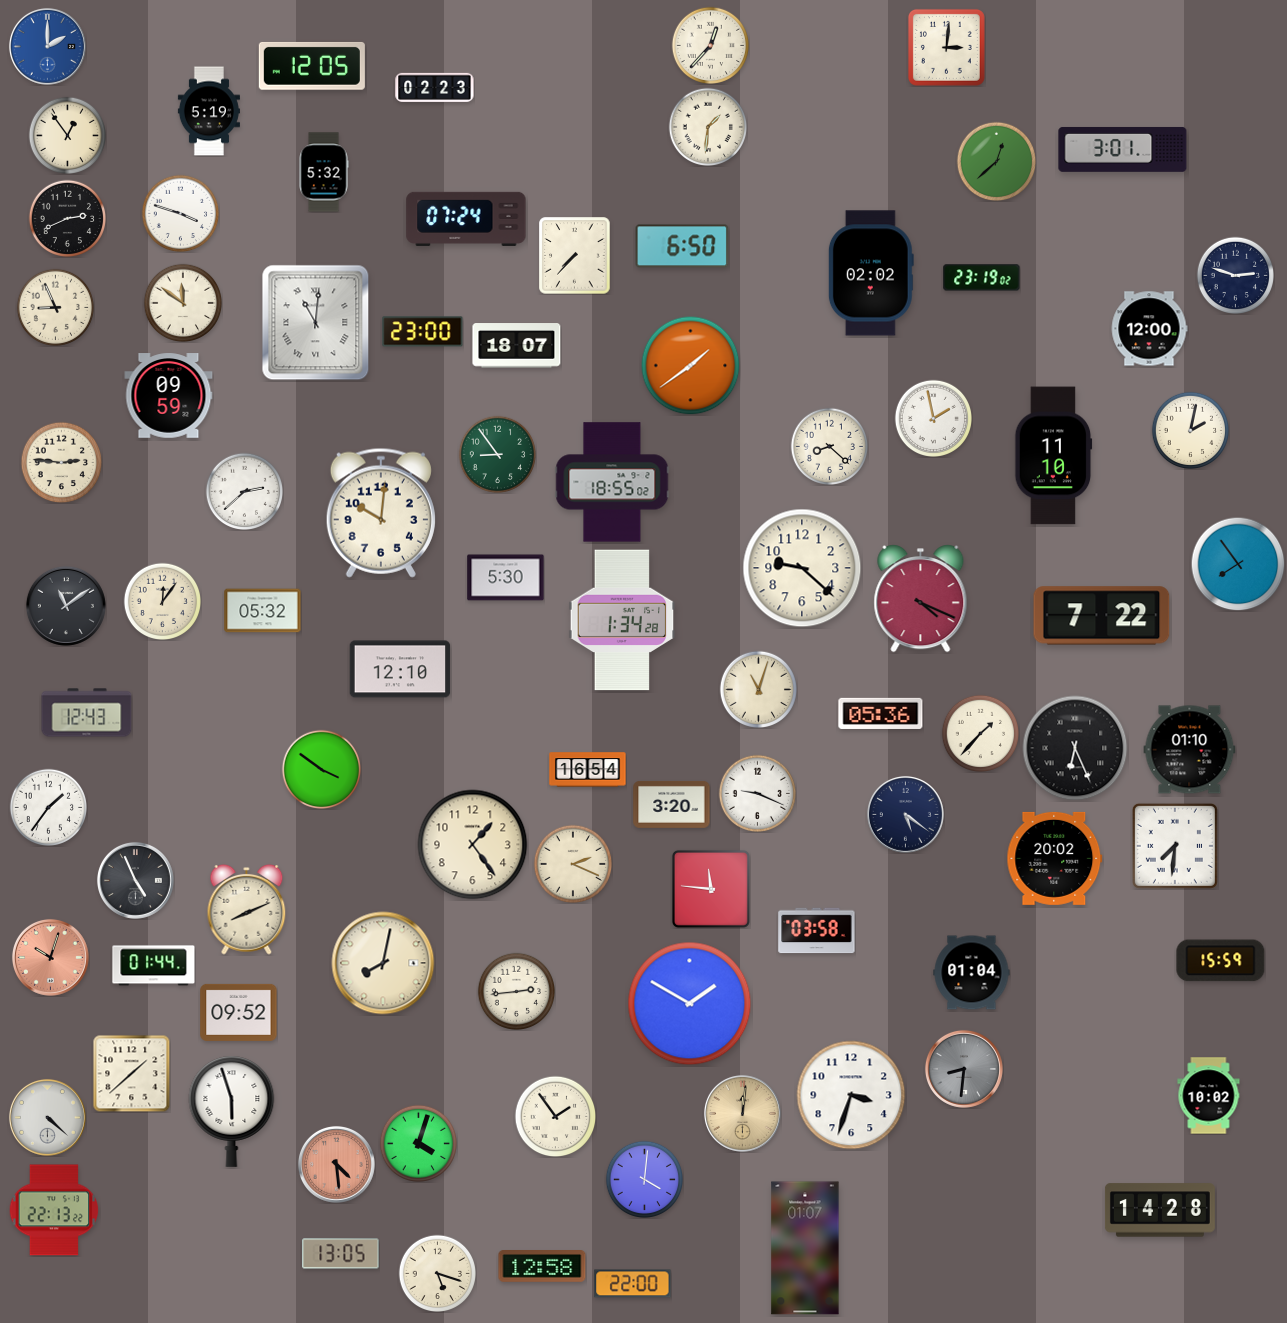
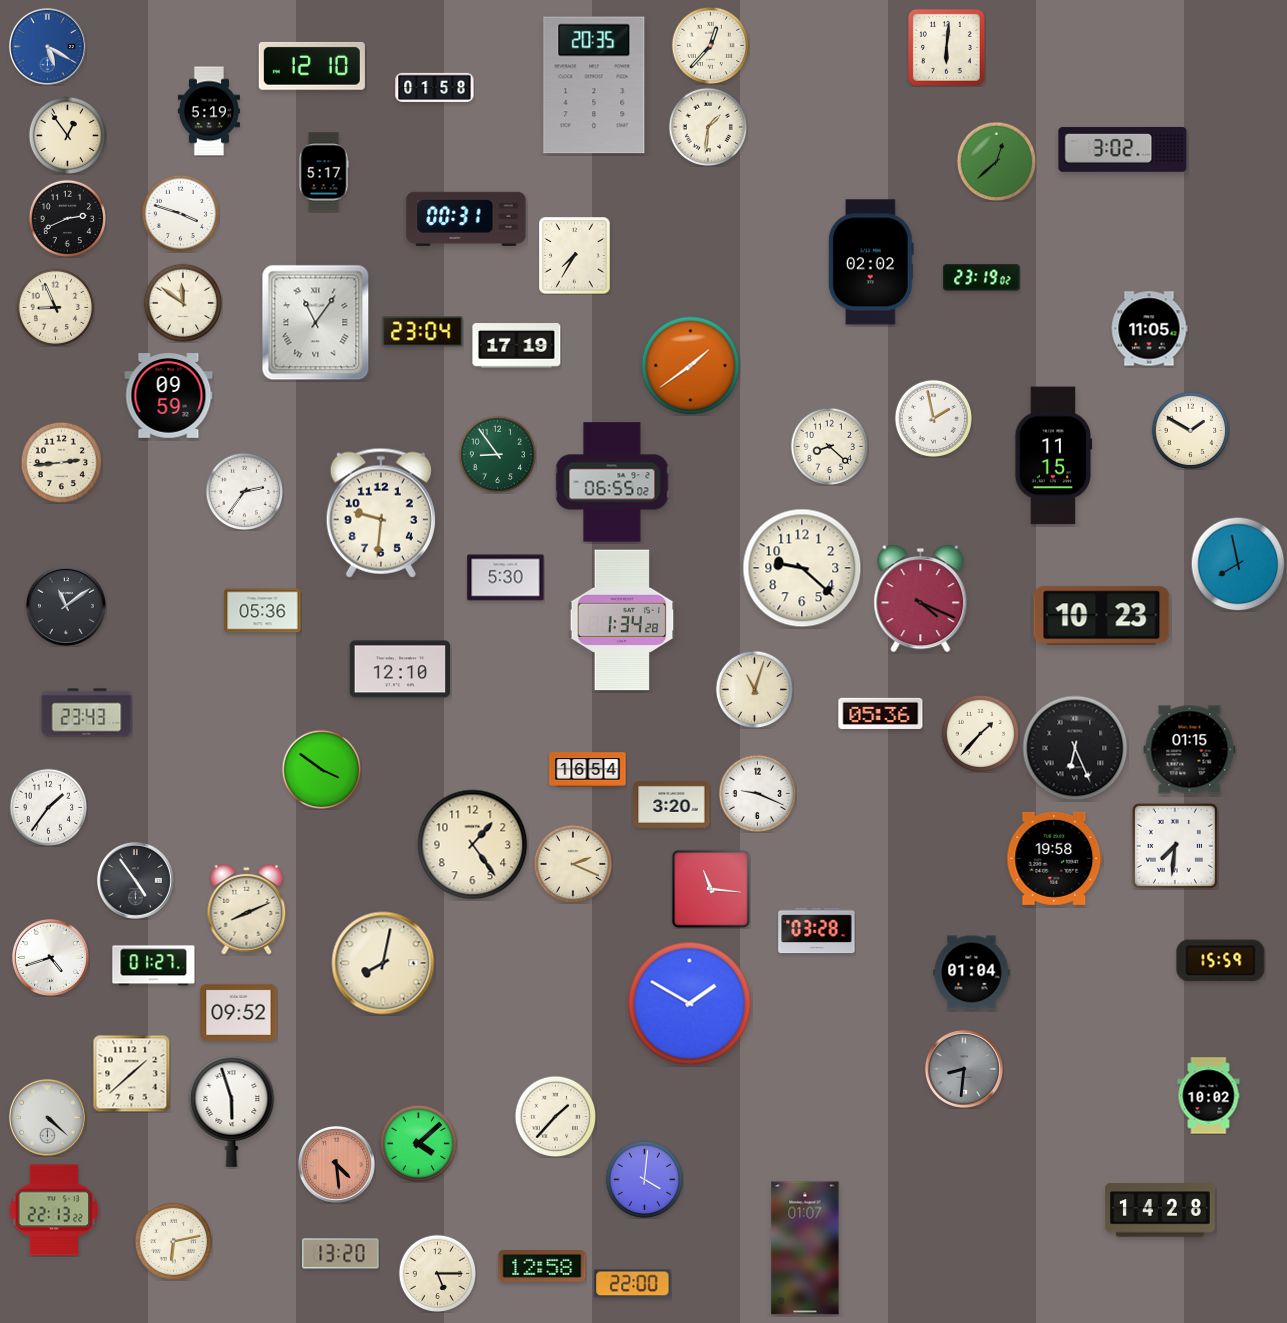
clock at (47, 46): 2:00 -> 5:20
clock at (946, 47): 3:01 -> 6:01
clock at (312, 66): 12:05 -> 12:10
clock at (594, 85): none -> 20:35
clock at (435, 87): 02:23 -> 01:58
clock at (1123, 149): 3:01 -> 3:02
clock at (324, 172): 5:32 -> 5:17
clock at (466, 219): 07:24 -> 00:31
clock at (682, 246): 6:50 -> none
clock at (575, 256): 7:37 -> 7:35
clock at (871, 273) position: (871, 273) -> (871, 262)
clock at (1235, 275): 2:48 -> none
clock at (316, 323): 11:01 -> 11:06
clock at (1149, 329): 12:00 -> 11:05
clock at (423, 332): 23:00 -> 23:04
clock at (517, 346): 18:07 -> 17:19
clock at (1190, 430): 2:02 -> 1:50
clock at (1054, 456): 11:10 -> 11:15
clock at (61, 462): 2:46 -> 2:44
clock at (612, 482): 18:55 -> 06:55
clock at (244, 491): 2:38 -> 2:36
clock at (381, 513): 10:01 -> 9:31
clock at (1238, 564): 7:54 -> 7:58
clock at (162, 601): 12:06 -> none
clock at (263, 611): 05:32 -> 05:36
clock at (1102, 616): 7:22 -> 10:23
clock at (758, 689) position: (758, 689) -> (754, 689)
clock at (87, 713): 12:43 -> 23:43
clock at (1190, 750): 01:10 -> 01:15
clock at (905, 814): 5:21 -> none
clock at (1055, 858): 20:02 -> 19:58
clock at (135, 880): 4:56 -> 4:54
clock at (711, 889): 11:46 -> 11:16
clock at (817, 931): 03:58 -> 03:28
clock at (50, 957): 10:03 -> 4:42
clock at (50, 957) dial: salmon -> white
clock at (154, 966): 01:44 -> 01:27
clock at (516, 991): 2:44 -> none
clock at (851, 1095): 3:33 -> none
clock at (742, 1113): 12:01 -> none
clock at (555, 1116): 1:54 -> 1:37
clock at (418, 1143): 4:03 -> 4:08
clock at (173, 1241): none -> 6:13
clock at (341, 1254): 13:05 -> 13:20
clock at (437, 1273): 5:18 -> 5:15
